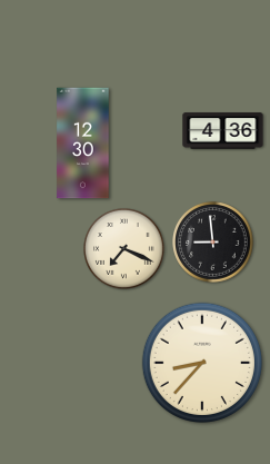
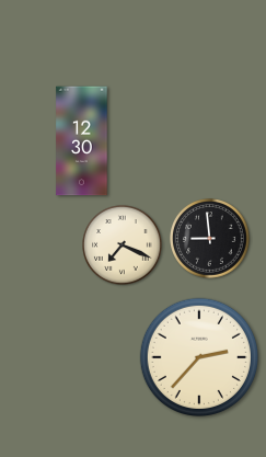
clock at (223, 131): 4:36 -> none
clock at (201, 362): 8:37 -> 2:37
